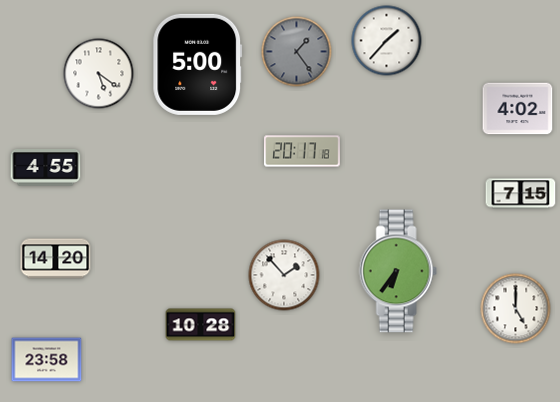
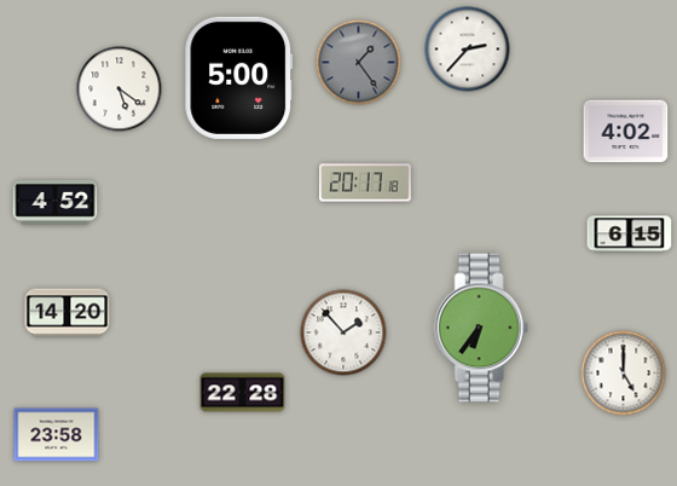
clock at (387, 41): 1:37 -> 2:37
clock at (46, 168): 4:55 -> 4:52
clock at (521, 194): 7:15 -> 6:15
clock at (201, 325): 10:28 -> 22:28
